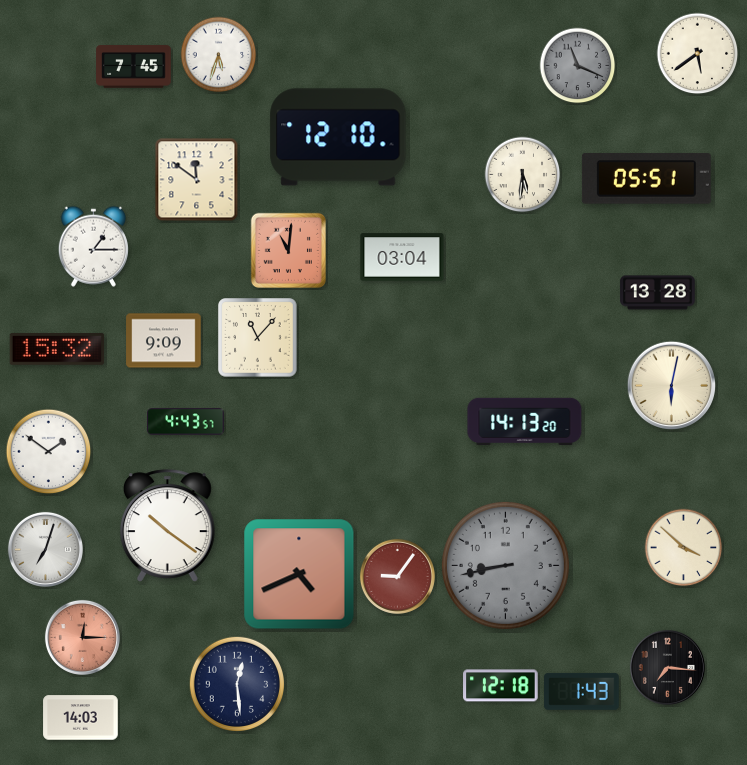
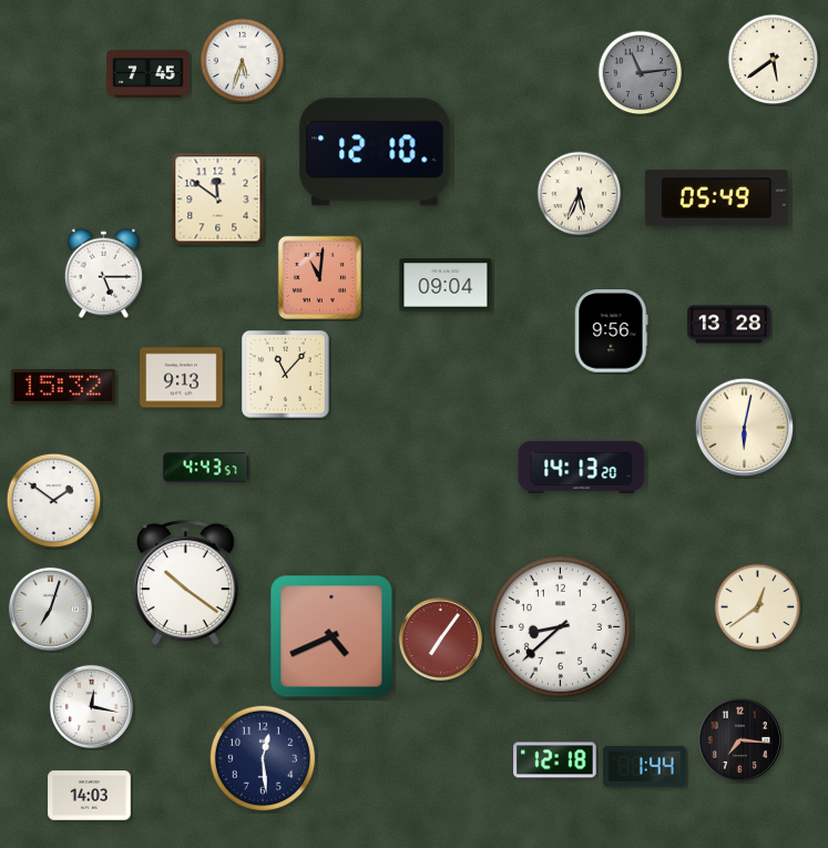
clock at (578, 66): 11:19 -> 11:14
clock at (523, 175): 5:31 -> 5:34
clock at (646, 179): 05:51 -> 05:49
clock at (93, 246): 1:15 -> 5:15
clock at (402, 257): 03:04 -> 09:04
clock at (612, 331): none -> 9:56
clock at (164, 341): 9:09 -> 9:13
clock at (684, 548): 3:52 -> 12:39
clock at (505, 565): 8:43 -> 8:38
clock at (505, 565) dial: grey -> white
clock at (397, 576): 9:06 -> 7:06
clock at (82, 637): 12:15 -> 12:17
clock at (82, 637) dial: salmon -> white
clock at (582, 691): 1:43 -> 1:44
